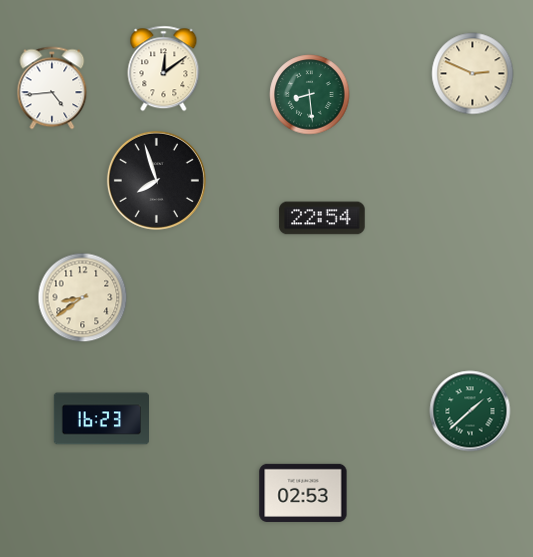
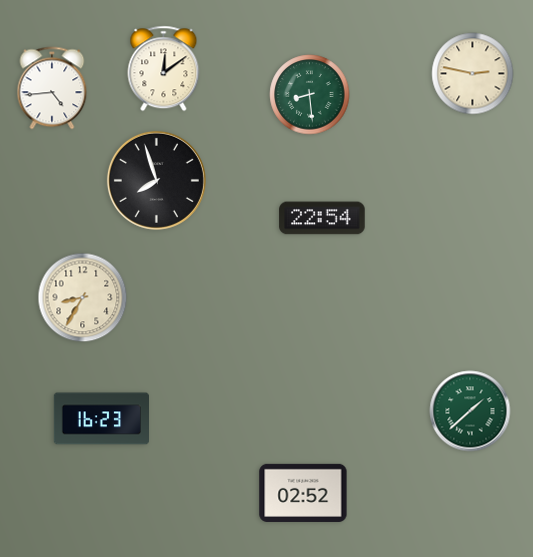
clock at (473, 74): 2:49 -> 2:47
clock at (83, 298): 8:39 -> 8:35
clock at (303, 493): 02:53 -> 02:52
